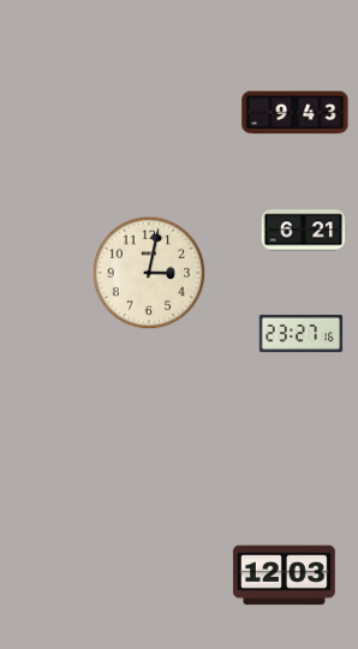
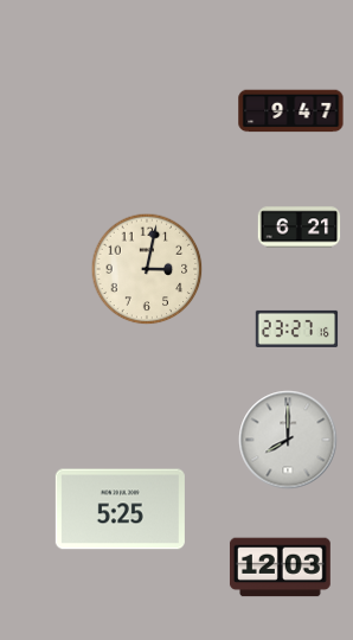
clock at (296, 113): 9:43 -> 9:47
clock at (288, 440): none -> 8:00
clock at (120, 510): none -> 5:25
